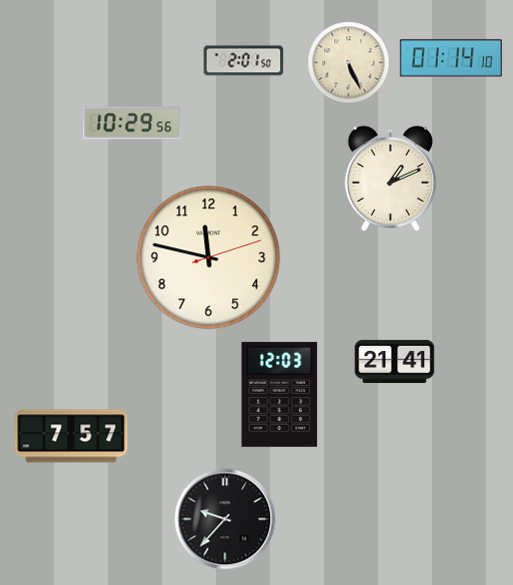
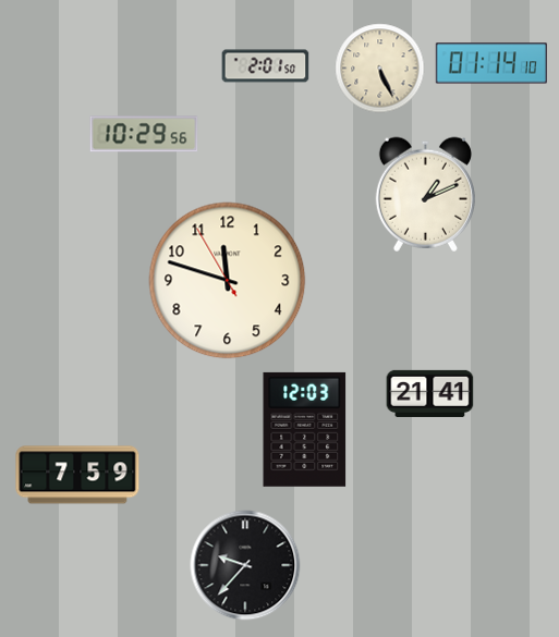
clock at (209, 258): 11:47:12 -> 11:47:55
clock at (71, 436): 7:57 -> 7:59
